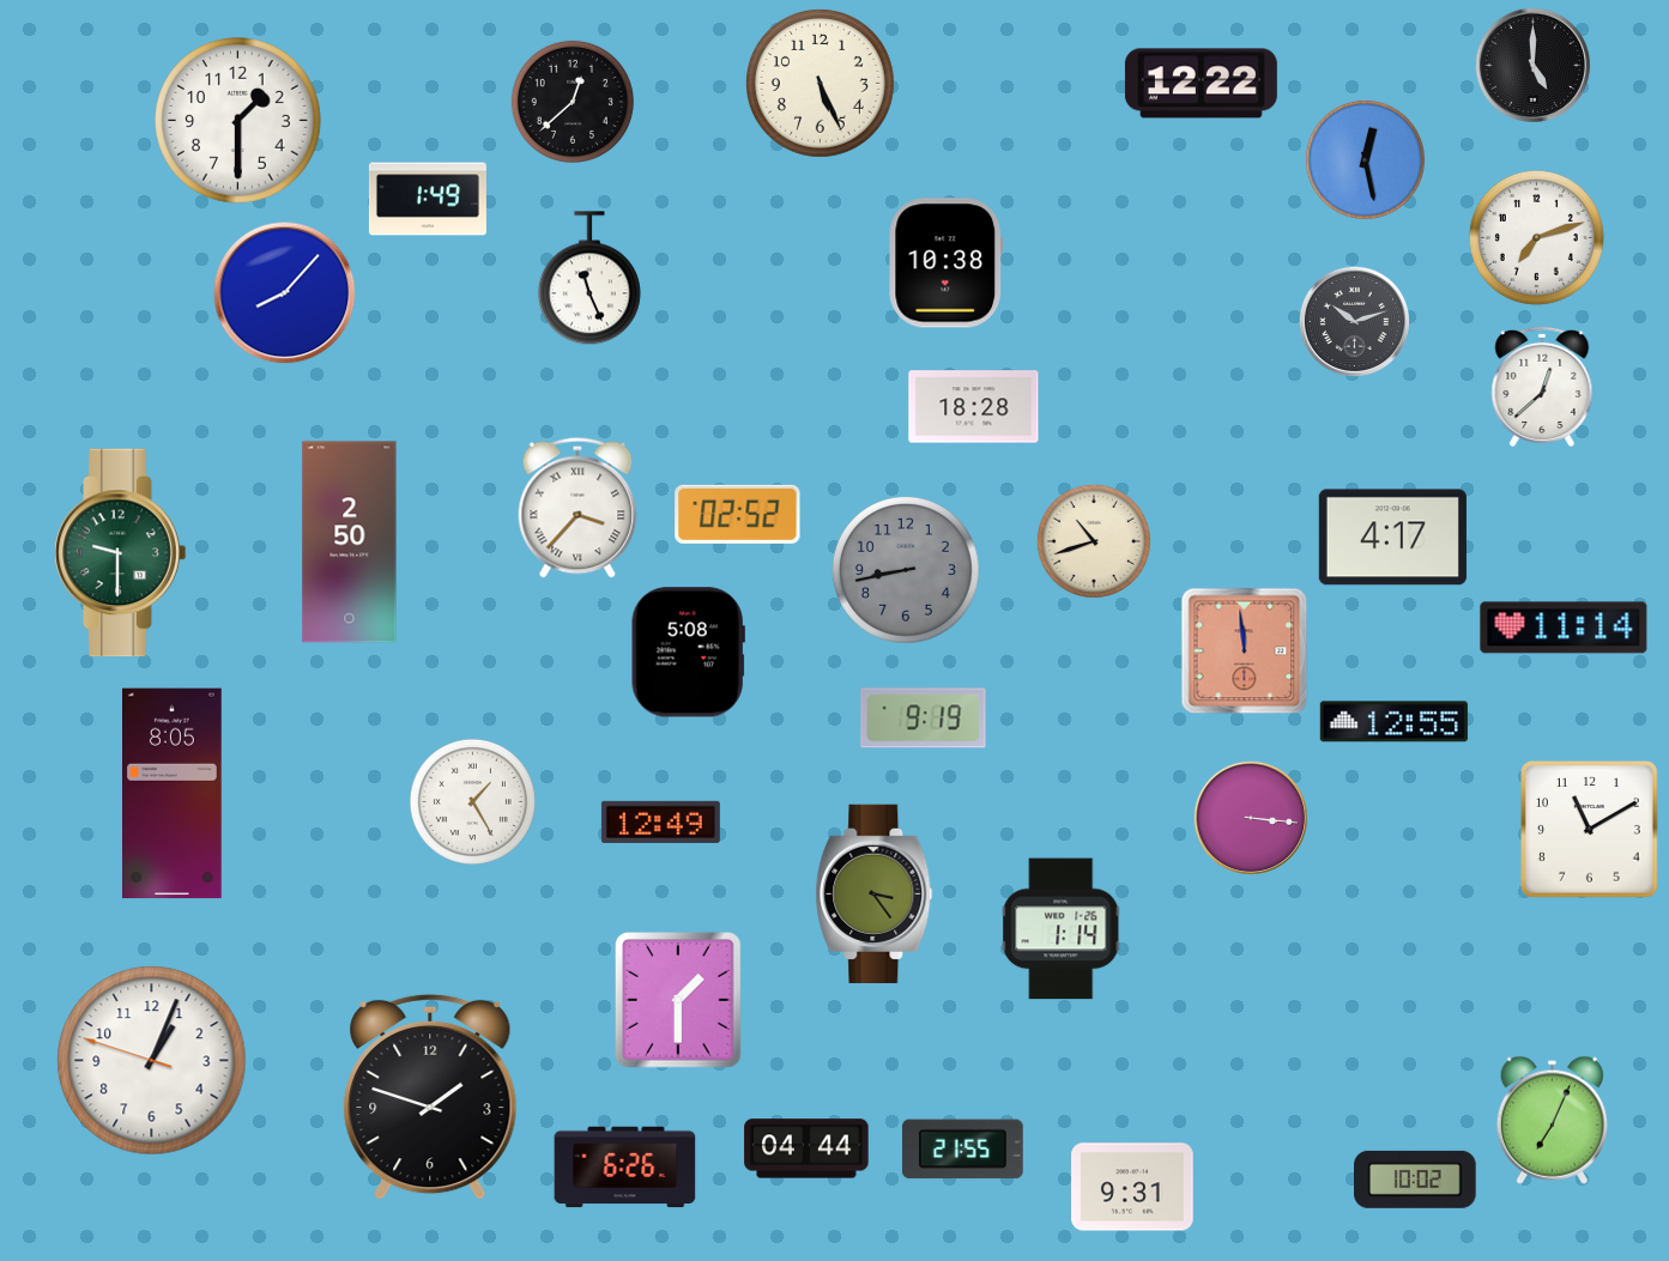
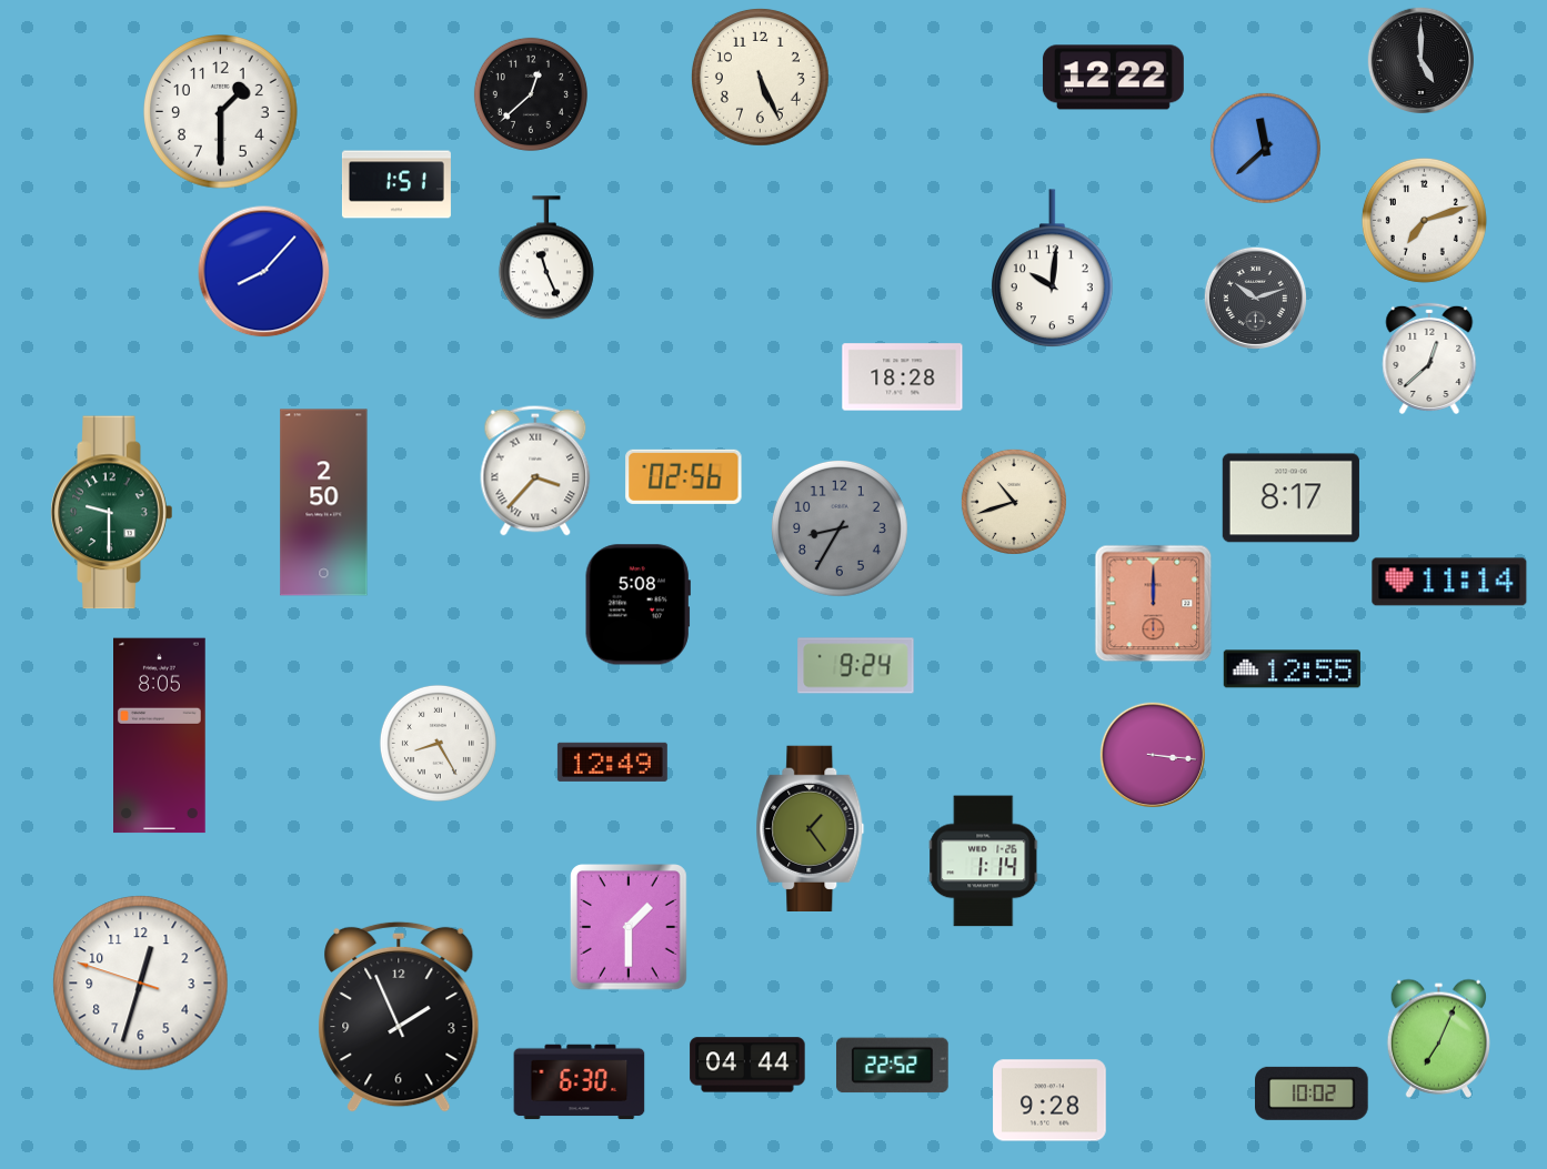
clock at (1365, 159): 12:28 -> 11:38
clock at (428, 199): 1:49 -> 1:51
clock at (947, 263): 10:38 -> none
clock at (1053, 269): none -> 10:01
clock at (738, 514): 02:52 -> 02:56
clock at (1392, 538): 4:17 -> 8:17
clock at (906, 570): 8:43 -> 8:35
clock at (1245, 651): 11:59 -> 12:00
clock at (924, 719): 9:19 -> 9:24
clock at (472, 801): 1:25 -> 8:25
clock at (1250, 817) position: (1250, 817) -> (1152, 754)
clock at (1590, 830): 11:10 -> none
clock at (875, 893): 3:24 -> 1:24
clock at (152, 1061): 1:03 -> 12:32
clock at (430, 1097): 1:48 -> 1:56
clock at (962, 1150): 21:55 -> 22:52
clock at (625, 1168): 6:26 -> 6:30
clock at (1132, 1187): 9:31 -> 9:28
